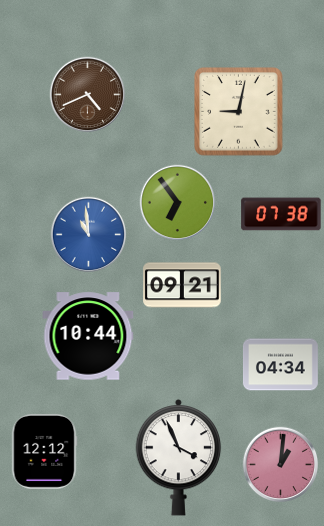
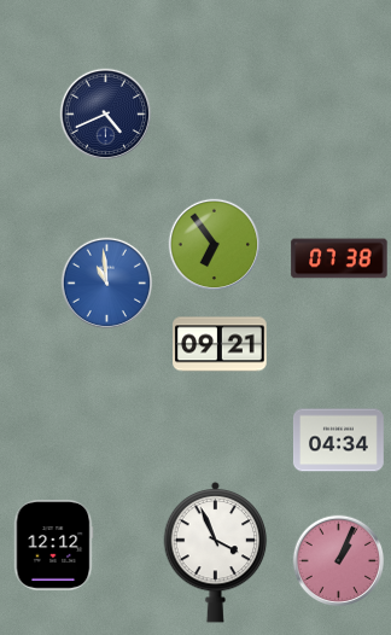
clock at (88, 95) dial: brown -> navy
clock at (239, 112): 9:02 -> none
clock at (88, 336): 10:44 -> none
clock at (281, 465): 1:01 -> 1:04
